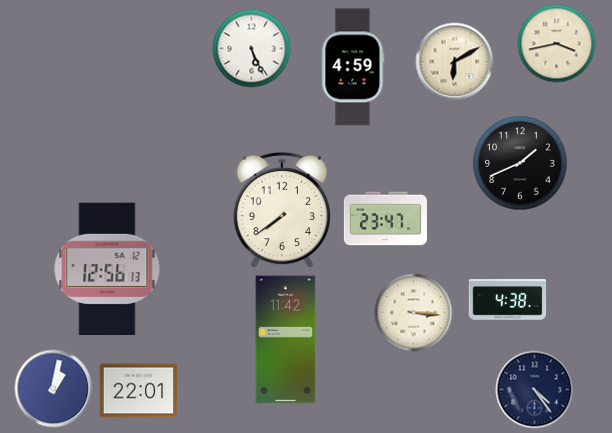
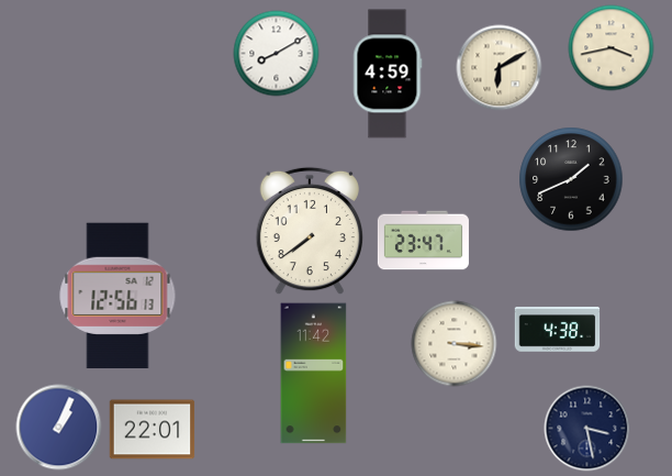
clock at (251, 48): 5:26 -> 8:10
clock at (53, 388): 1:02 -> 1:04
clock at (534, 389): 4:24 -> 3:28
